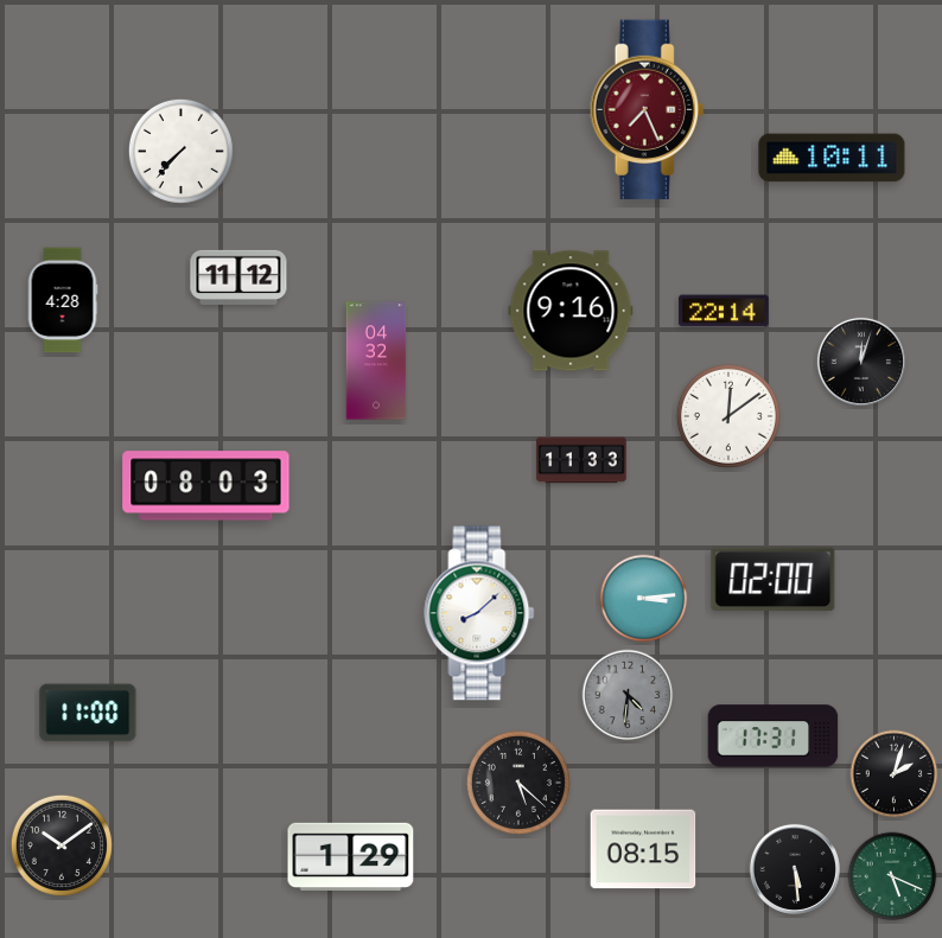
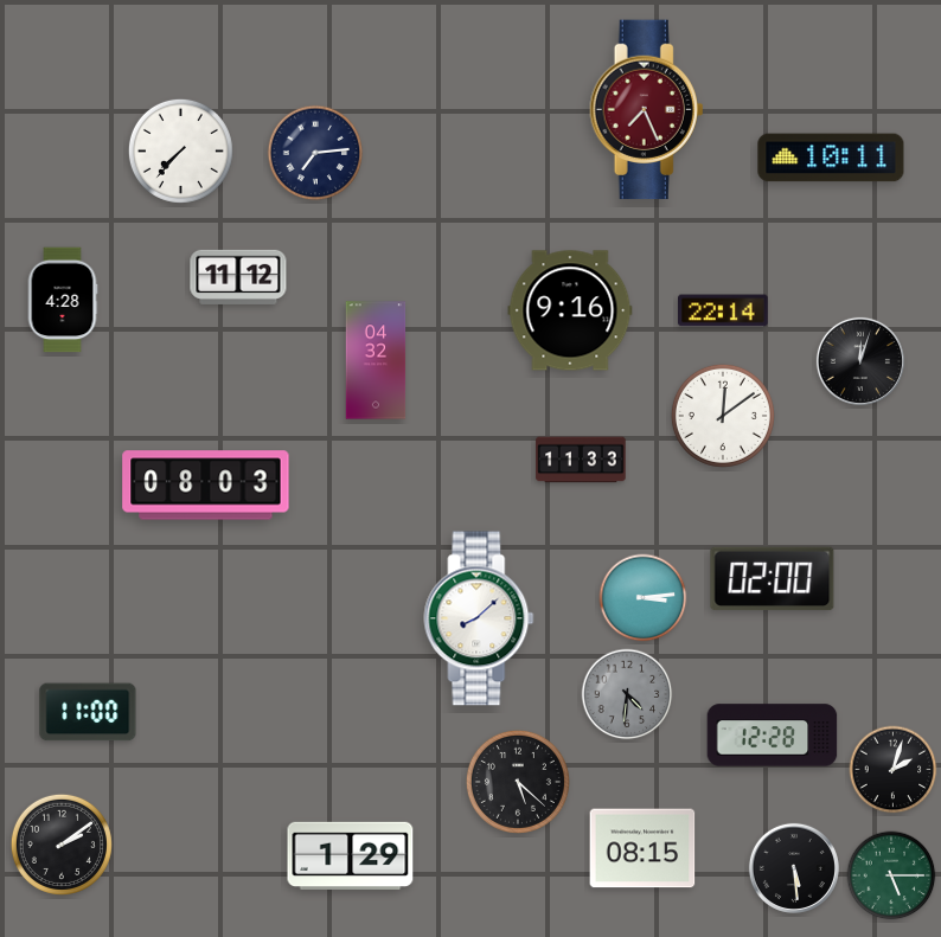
clock at (315, 153): none -> 7:14
clock at (728, 416) position: (728, 416) -> (723, 416)
clock at (479, 613) position: (479, 613) -> (479, 618)
clock at (774, 736): 17:31 -> 12:28
clock at (895, 774) position: (895, 774) -> (894, 770)
clock at (62, 846): 10:09 -> 2:09
clock at (892, 876): 5:19 -> 5:15
